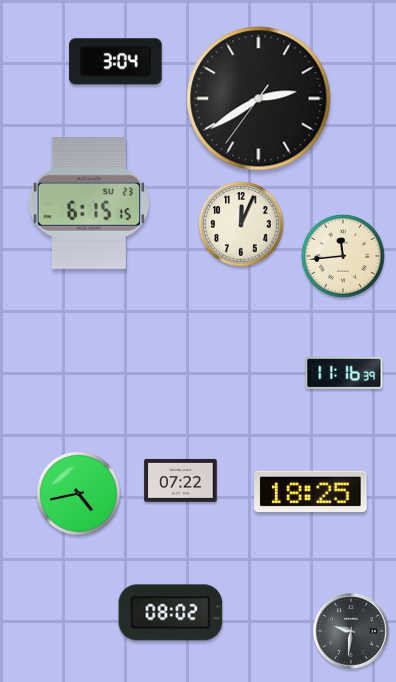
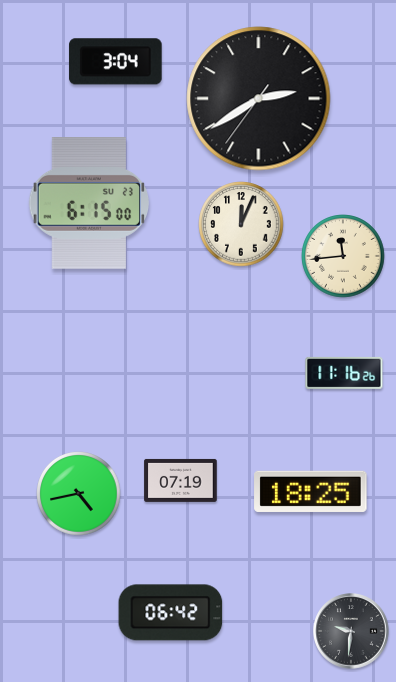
clock at (88, 204): 6:15:15 -> 6:15:00
clock at (344, 373): 11:16:39 -> 11:16:26
clock at (181, 480): 07:22 -> 07:19
clock at (171, 613): 08:02 -> 06:42
